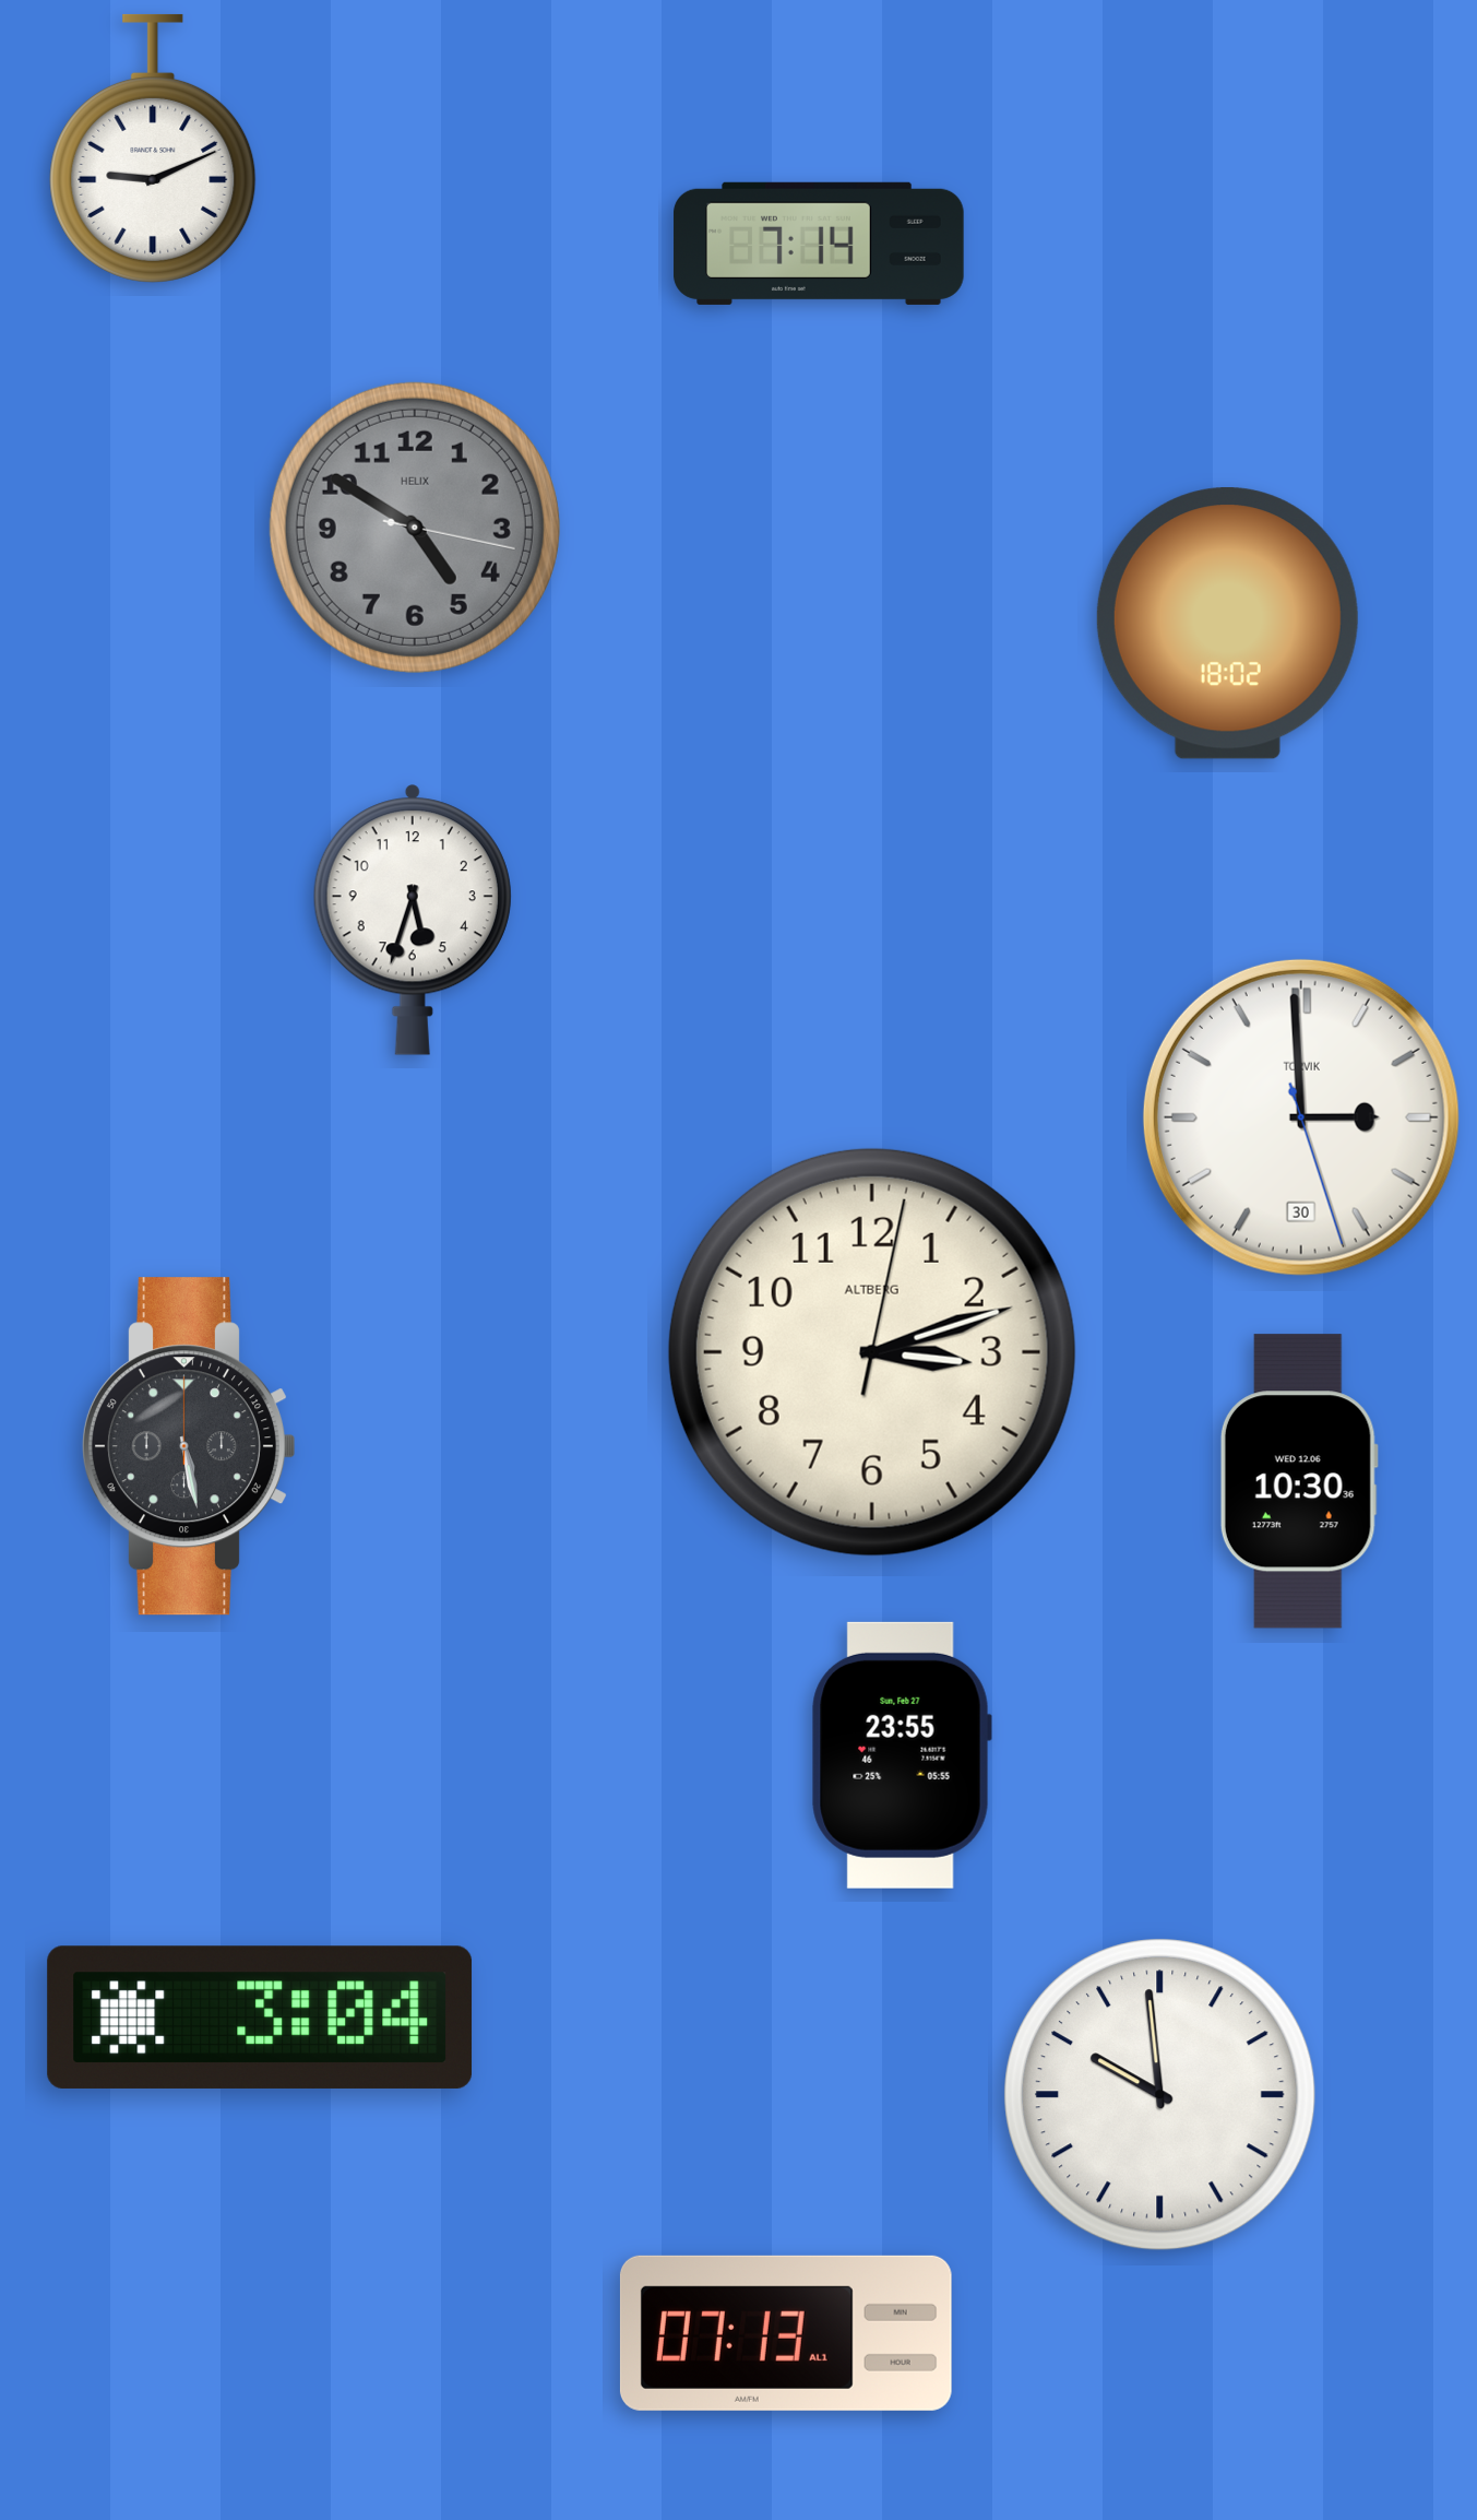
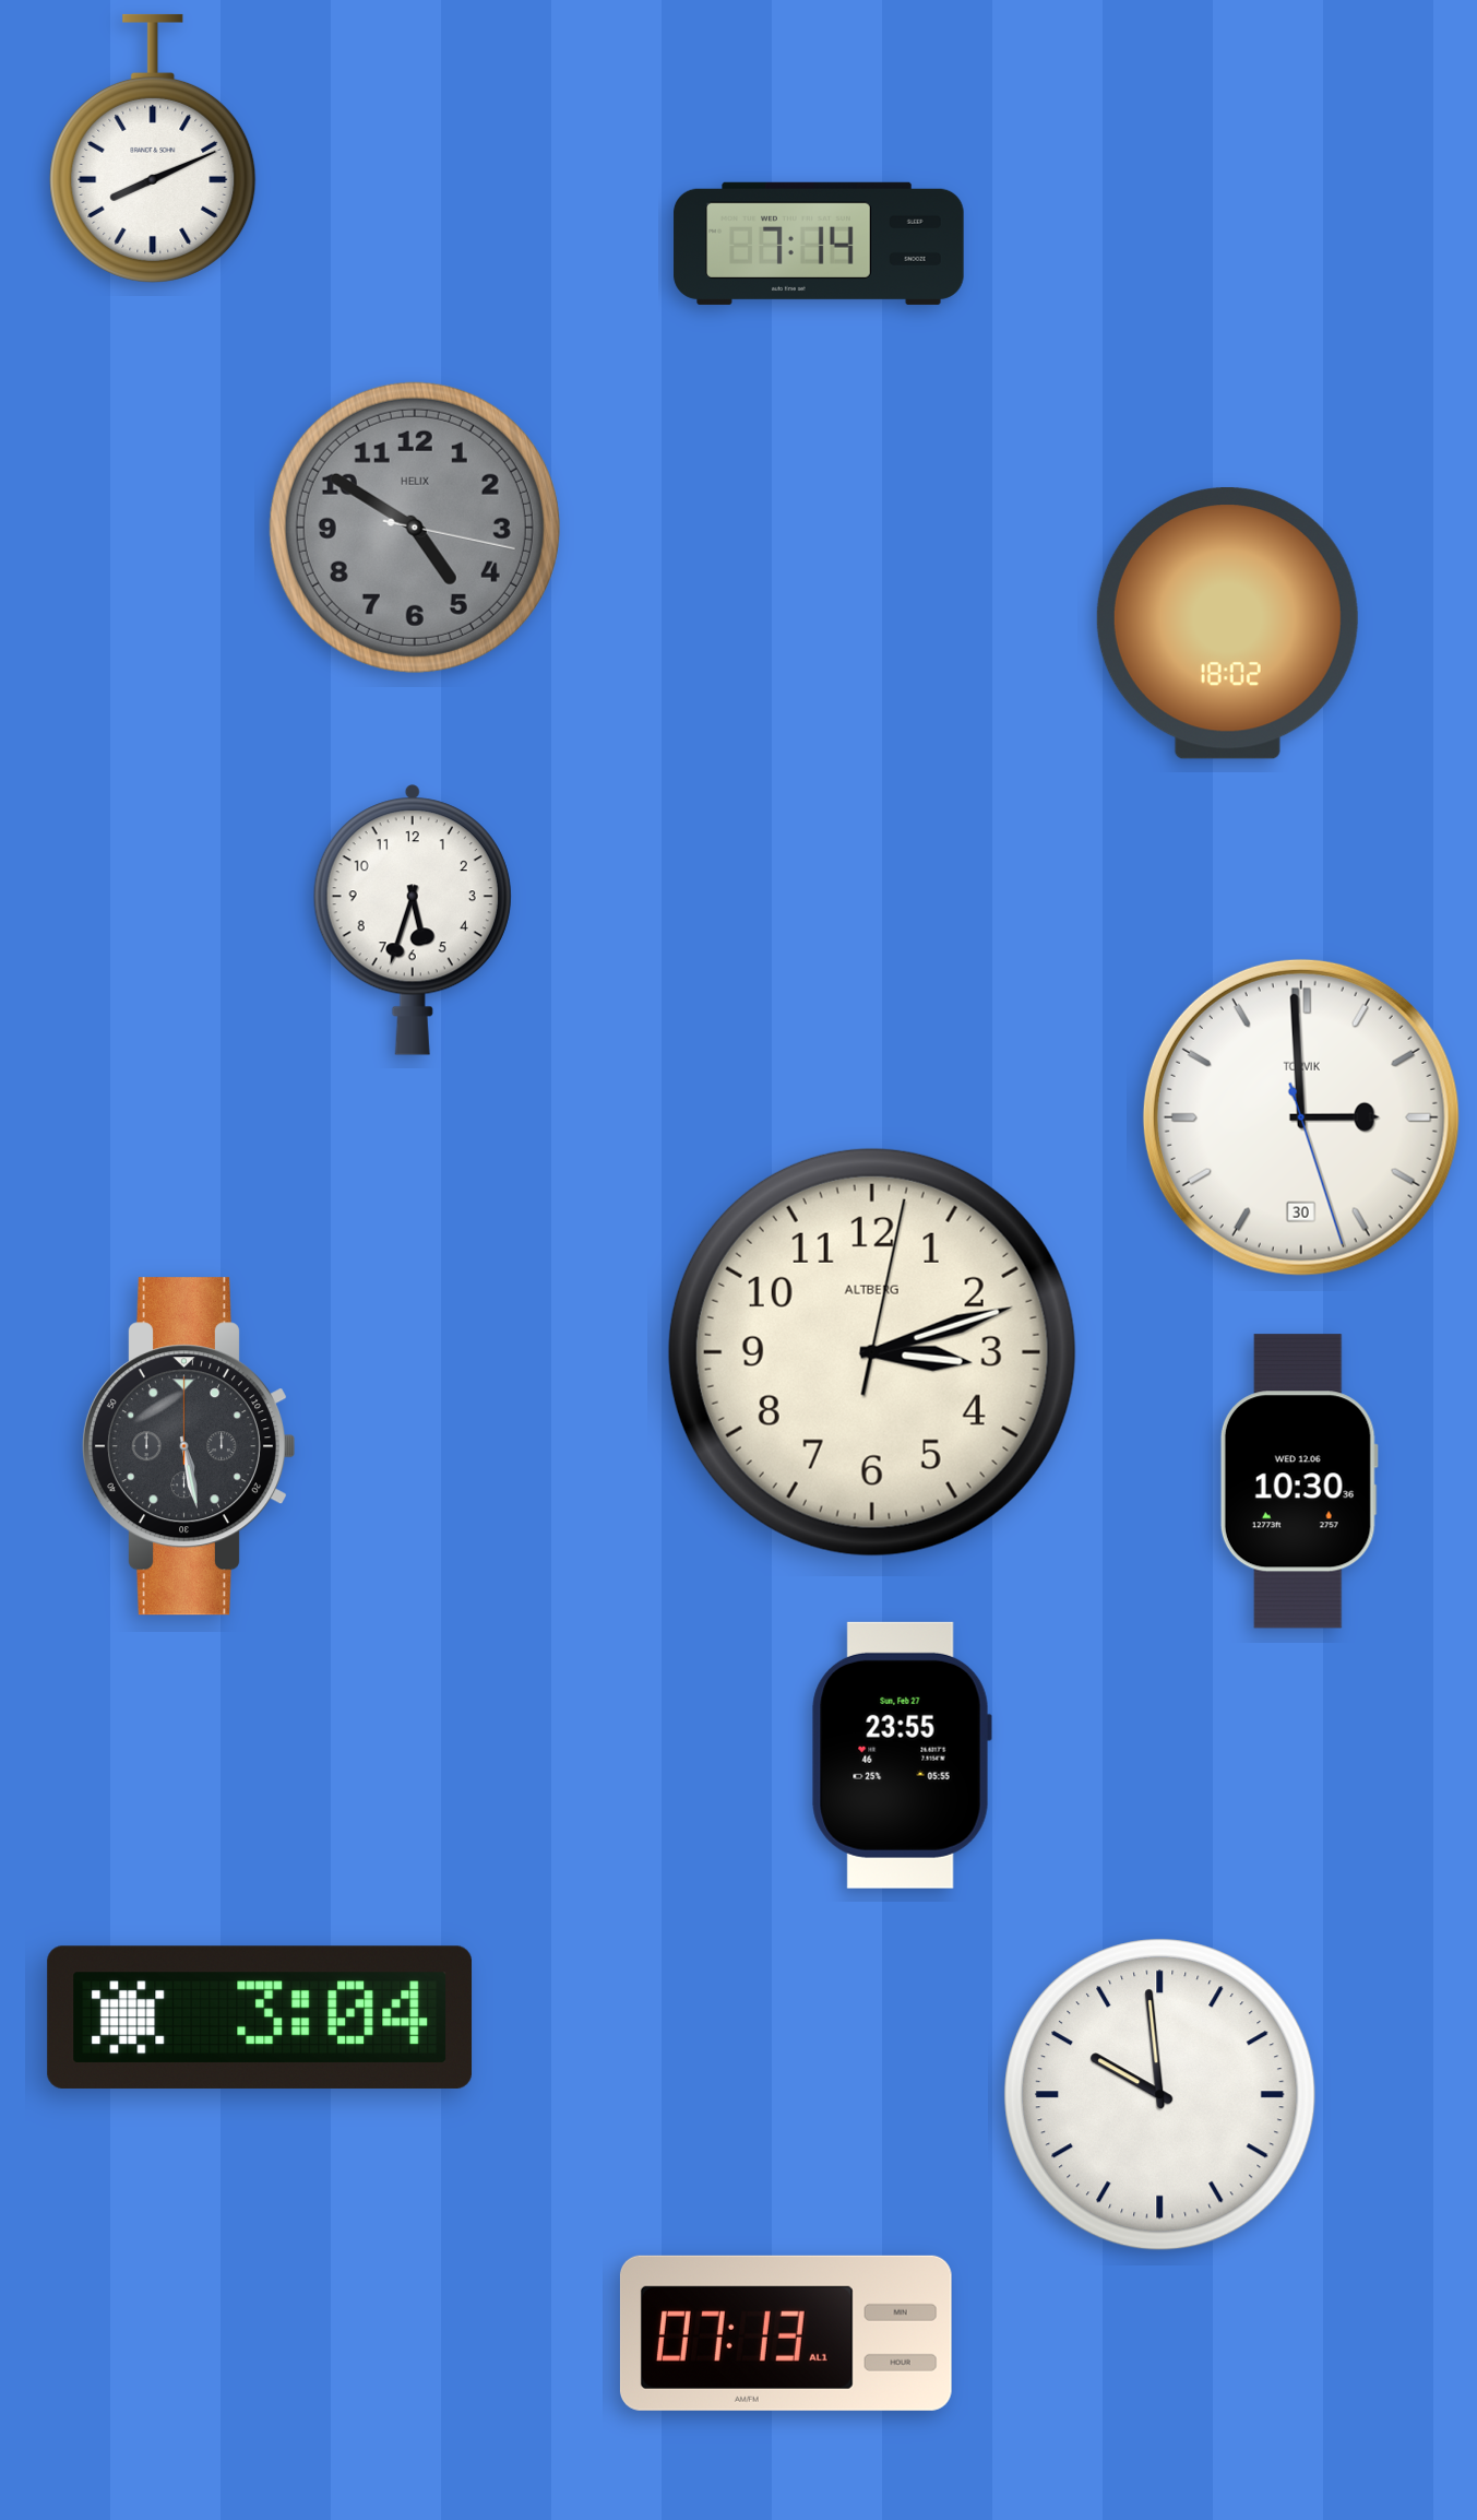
clock at (153, 149): 9:11 -> 8:11
